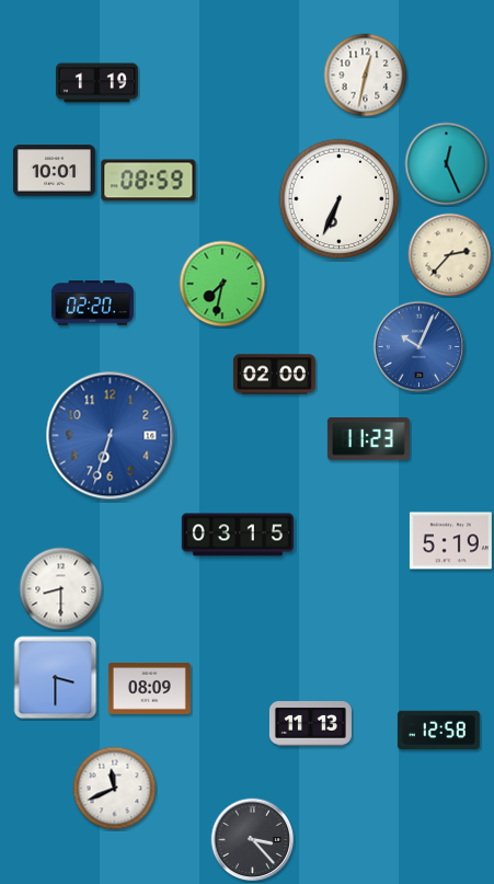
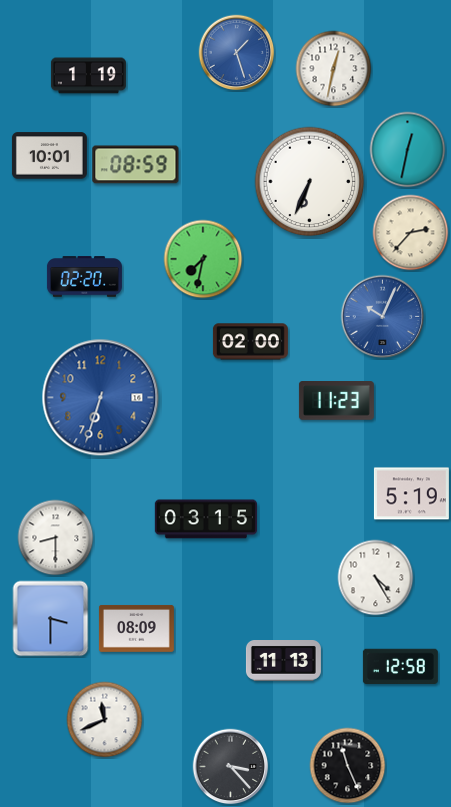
clock at (237, 53): none -> 1:27
clock at (447, 164): 12:26 -> 12:32
clock at (238, 535) position: (238, 535) -> (206, 519)
clock at (376, 578): none -> 4:25
clock at (348, 766): none -> 11:26
